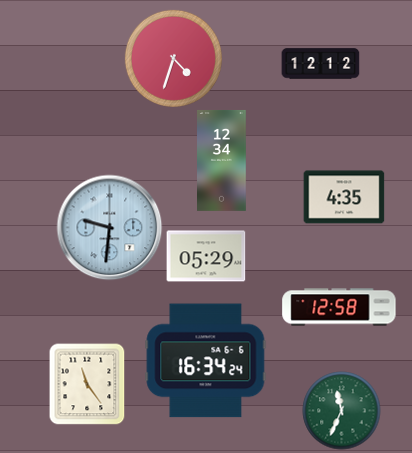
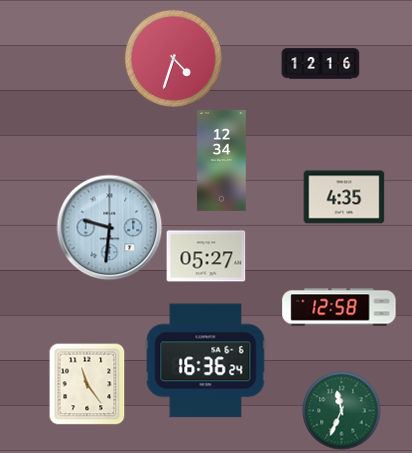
clock at (320, 64): 12:12 -> 12:16
clock at (206, 256): 05:29 -> 05:27
clock at (206, 361): 16:34 -> 16:36
